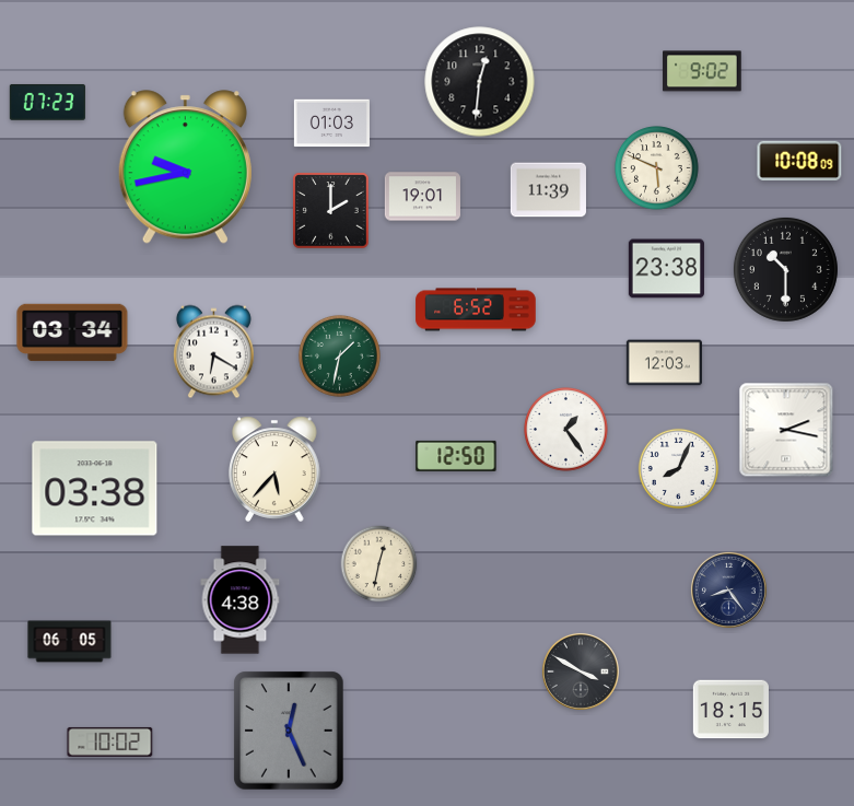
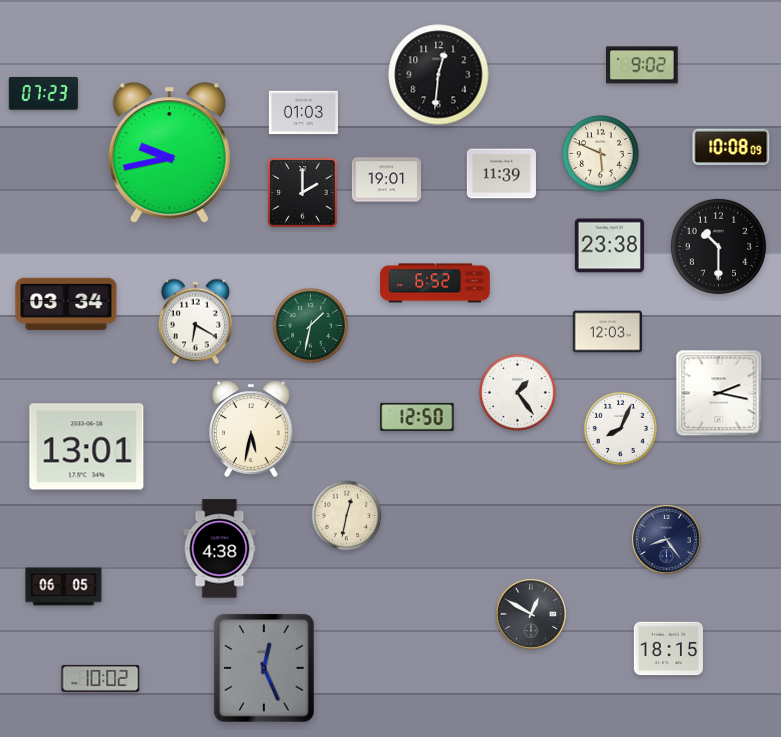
clock at (274, 469): 5:37 -> 5:32
clock at (95, 489): 03:38 -> 13:01
clock at (581, 671): 3:50 -> 12:50
